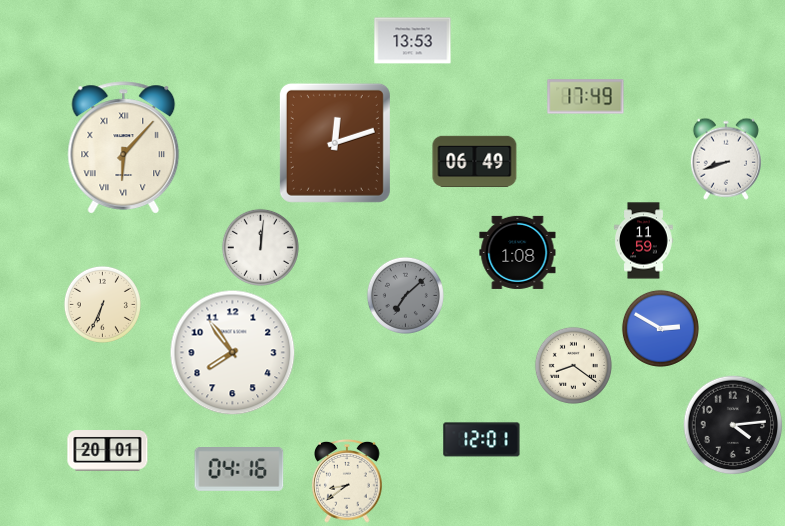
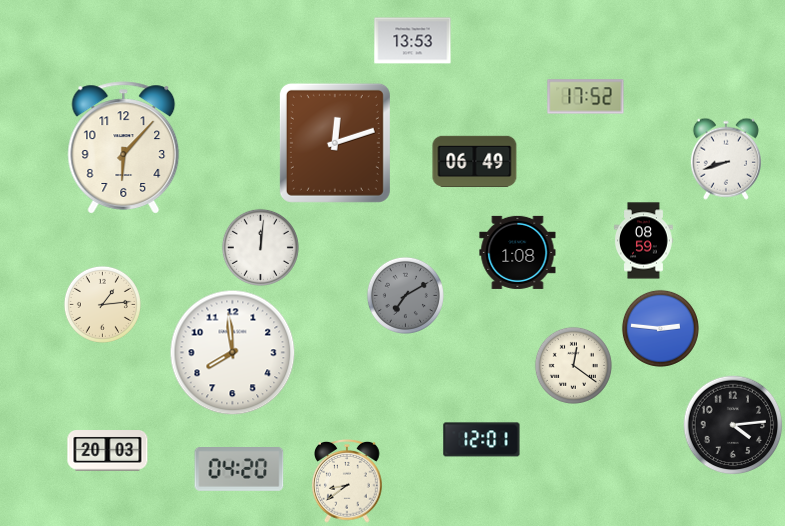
clock at (586, 97): 17:49 -> 17:52
clock at (124, 148) numerals: Roman -> Arabic
clock at (644, 241): 11:59 -> 08:59
clock at (405, 295): 7:08 -> 7:10
clock at (102, 304): 6:34 -> 1:14
clock at (660, 328): 2:50 -> 2:46
clock at (233, 353): 7:54 -> 7:59
clock at (573, 365): 8:21 -> 12:21
clock at (108, 451): 20:01 -> 20:03
clock at (239, 470): 04:16 -> 04:20
